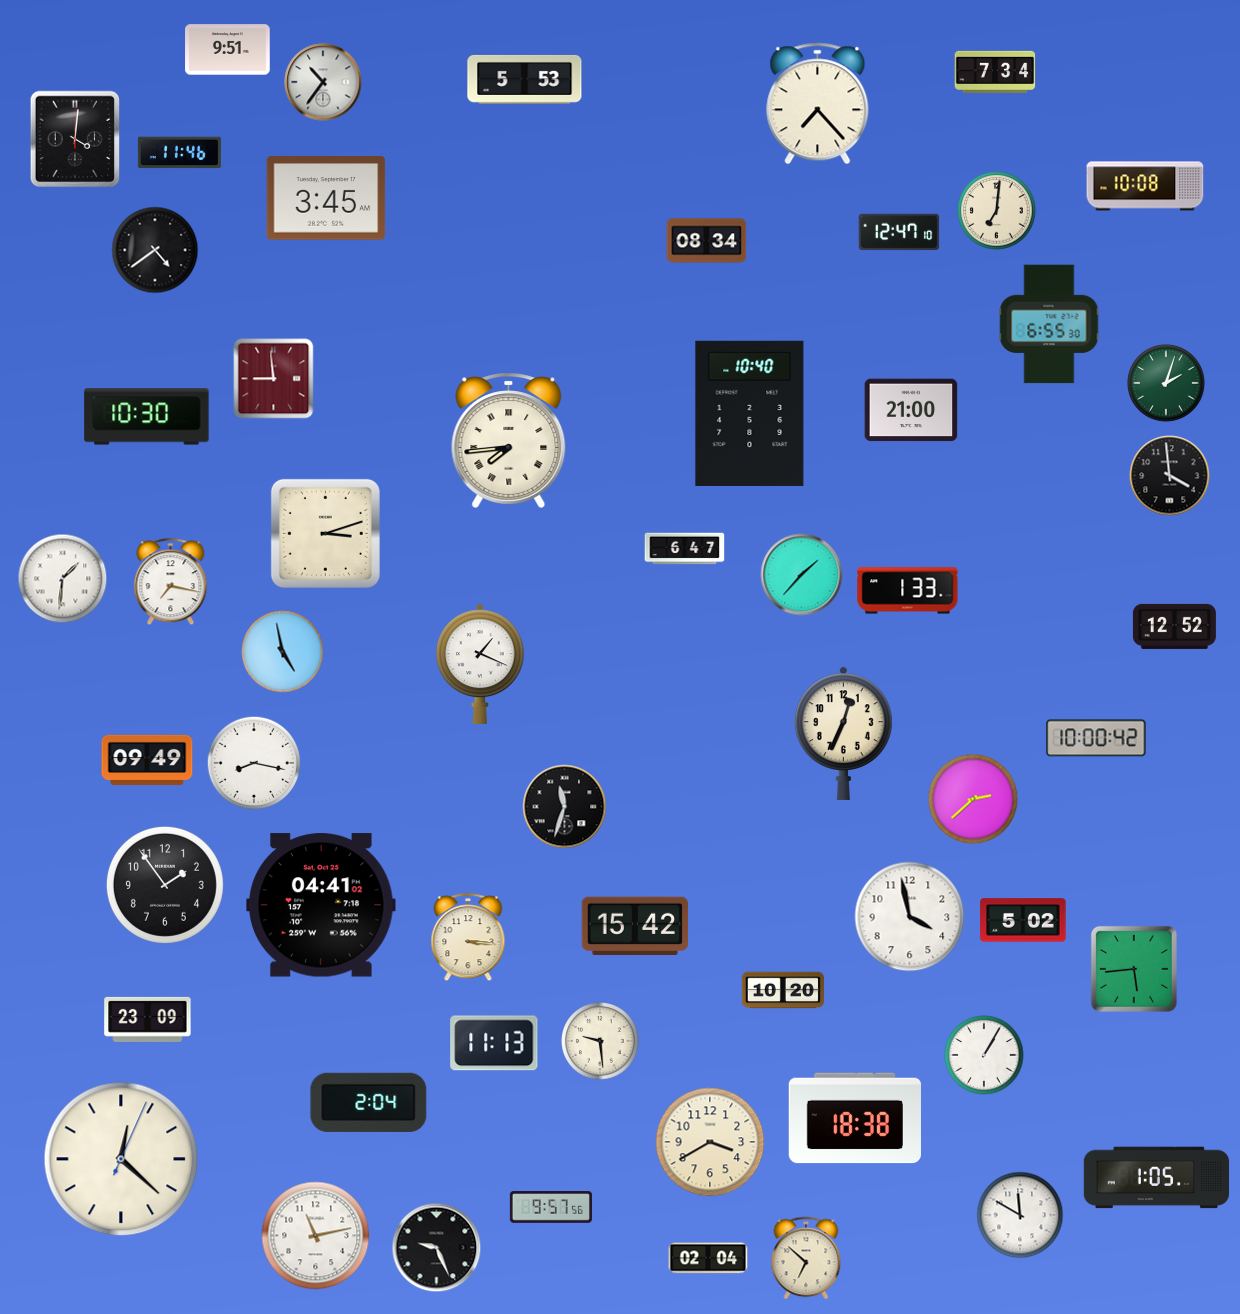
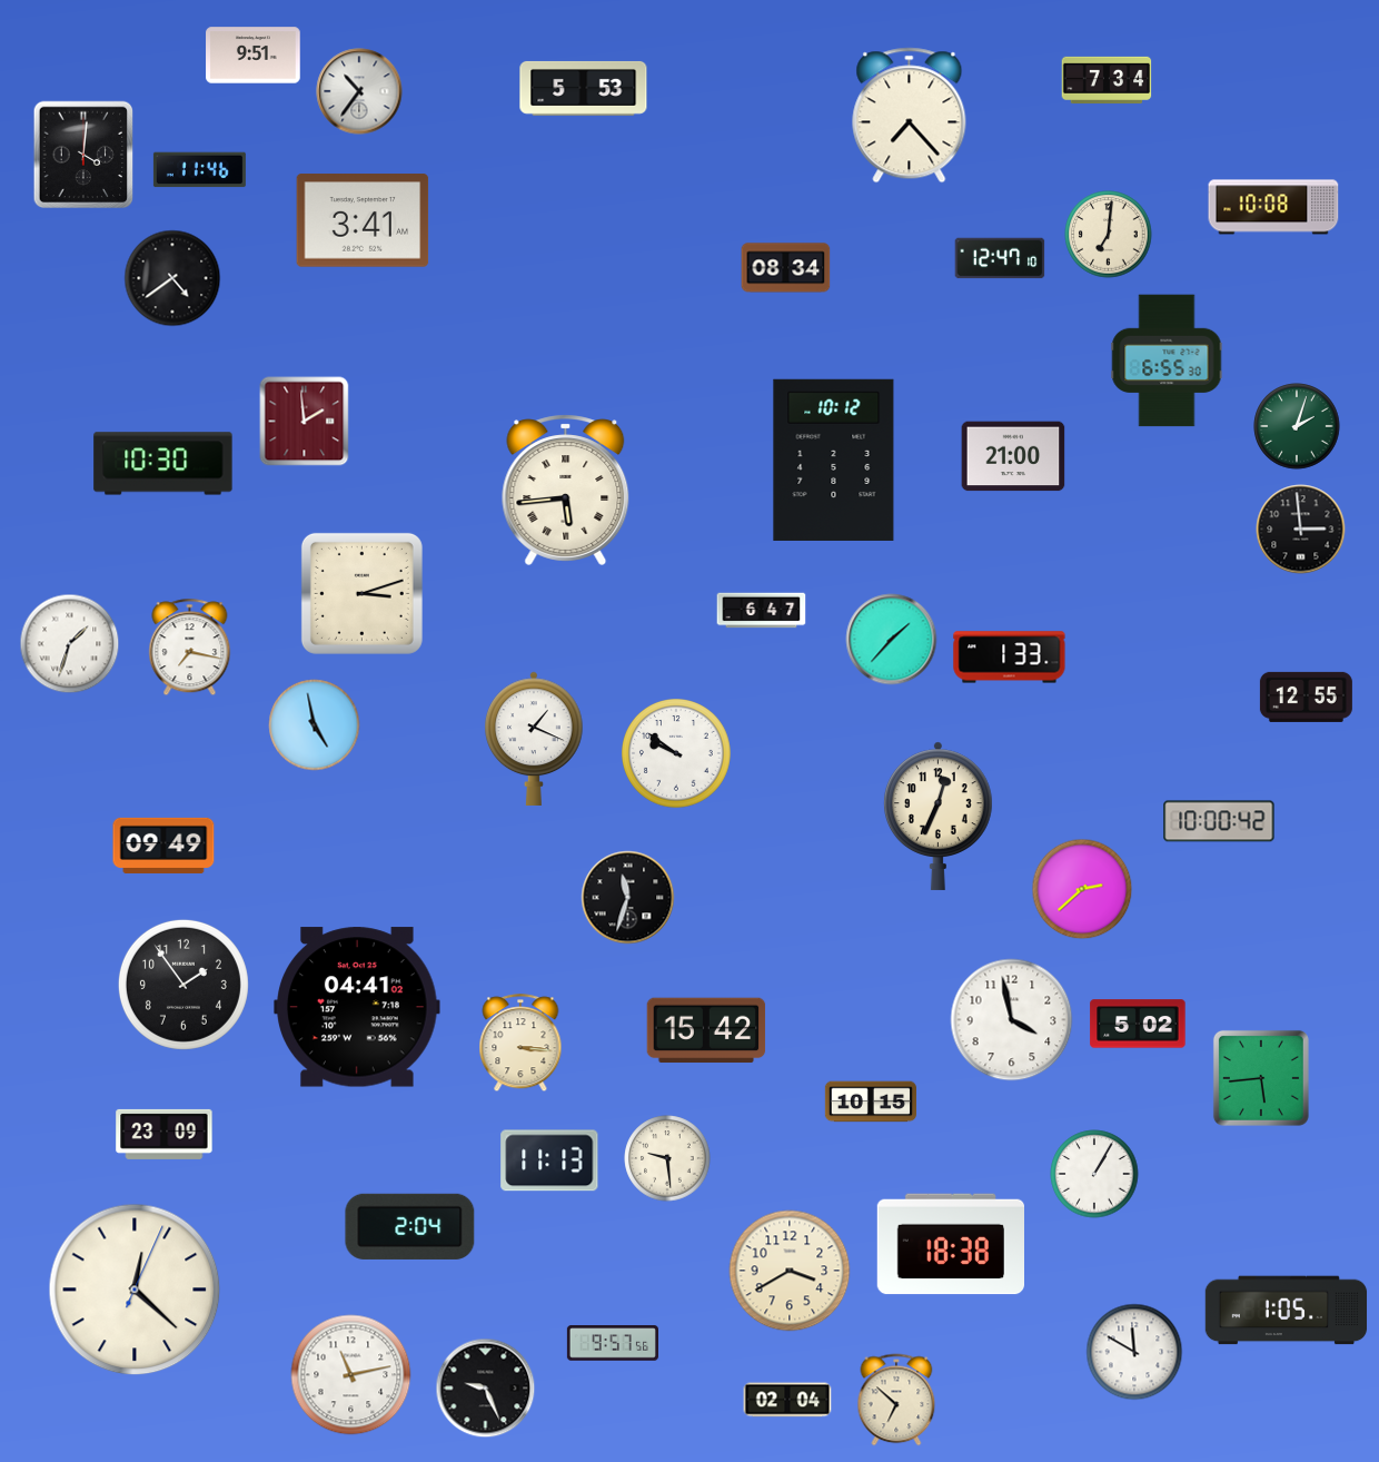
clock at (326, 198): 3:45 -> 3:41
clock at (274, 379): 8:59 -> 1:59
clock at (750, 413): 10:40 -> 10:12
clock at (509, 440): 7:44 -> 5:44
clock at (1170, 476): 3:59 -> 2:59
clock at (63, 579): 1:31 -> 1:33
clock at (1174, 626): 12:52 -> 12:55
clock at (677, 754): none -> 9:51
clock at (254, 763): 8:17 -> none
clock at (783, 990): 10:20 -> 10:15
